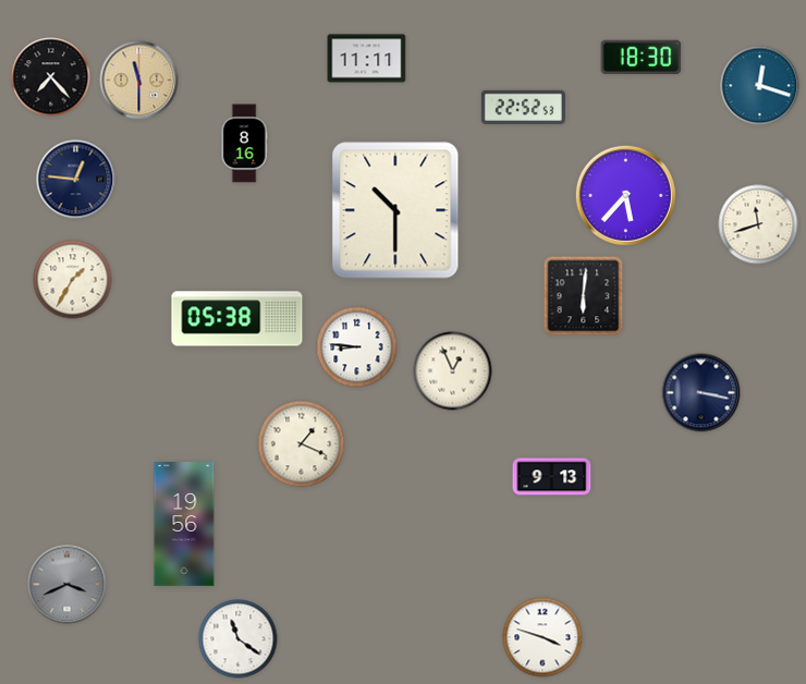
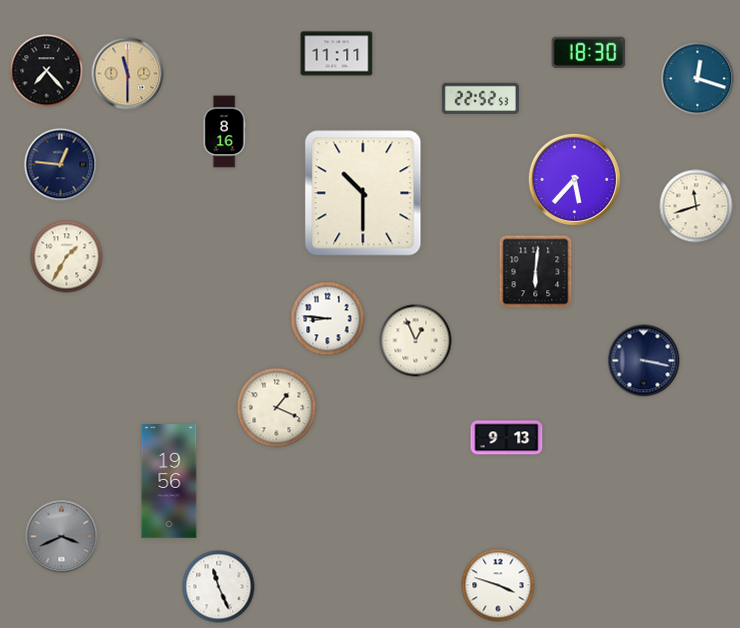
clock at (76, 180) position: (76, 180) -> (61, 165)
clock at (237, 319): 05:38 -> none
clock at (239, 639): 11:21 -> 11:26
